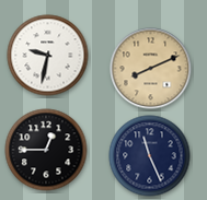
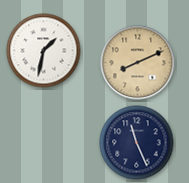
clock at (48, 56): 9:32 -> 1:32
clock at (46, 150): 12:45 -> none
